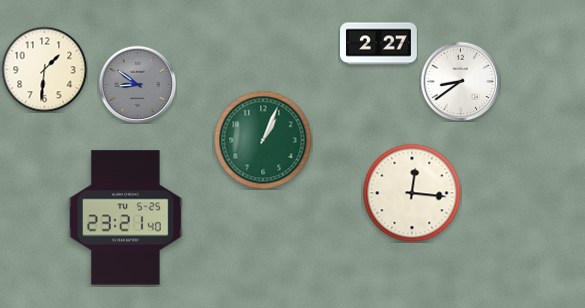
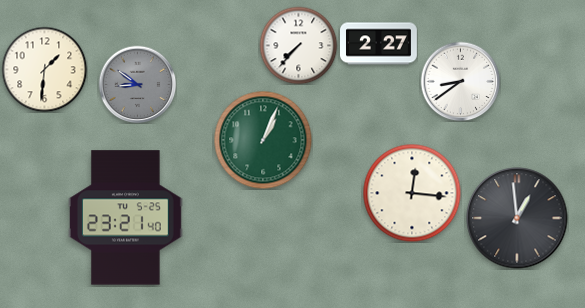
clock at (298, 45): none -> 7:37
clock at (517, 218): none -> 12:59
